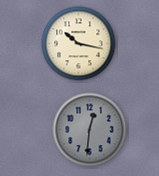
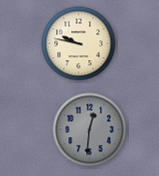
clock at (79, 44): 10:17 -> 9:47
